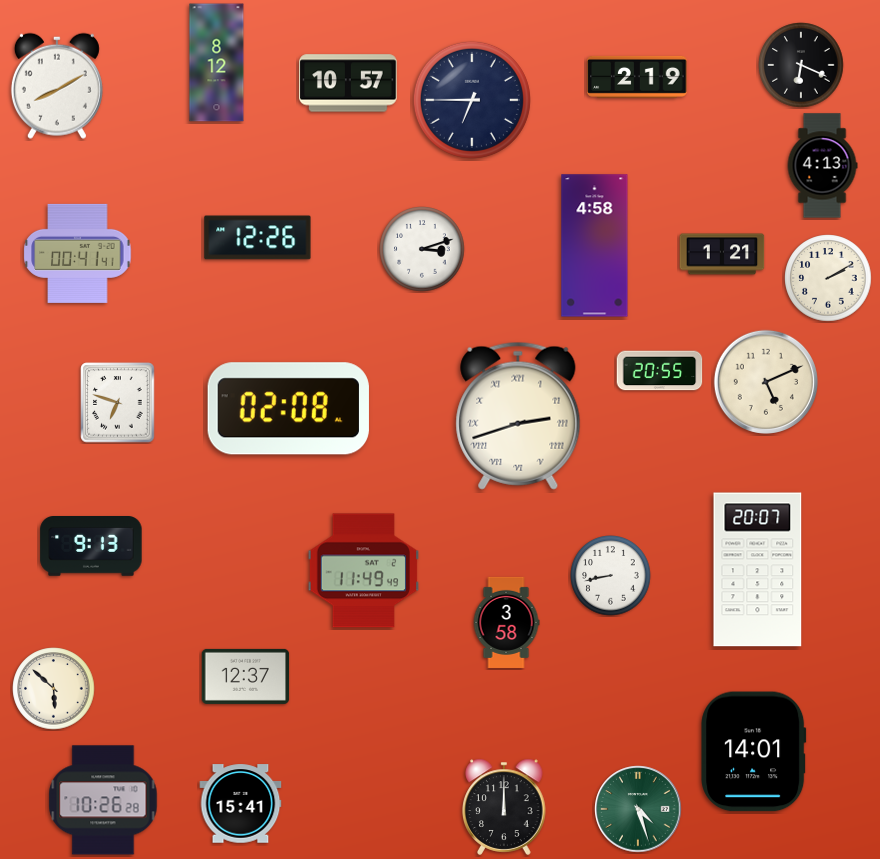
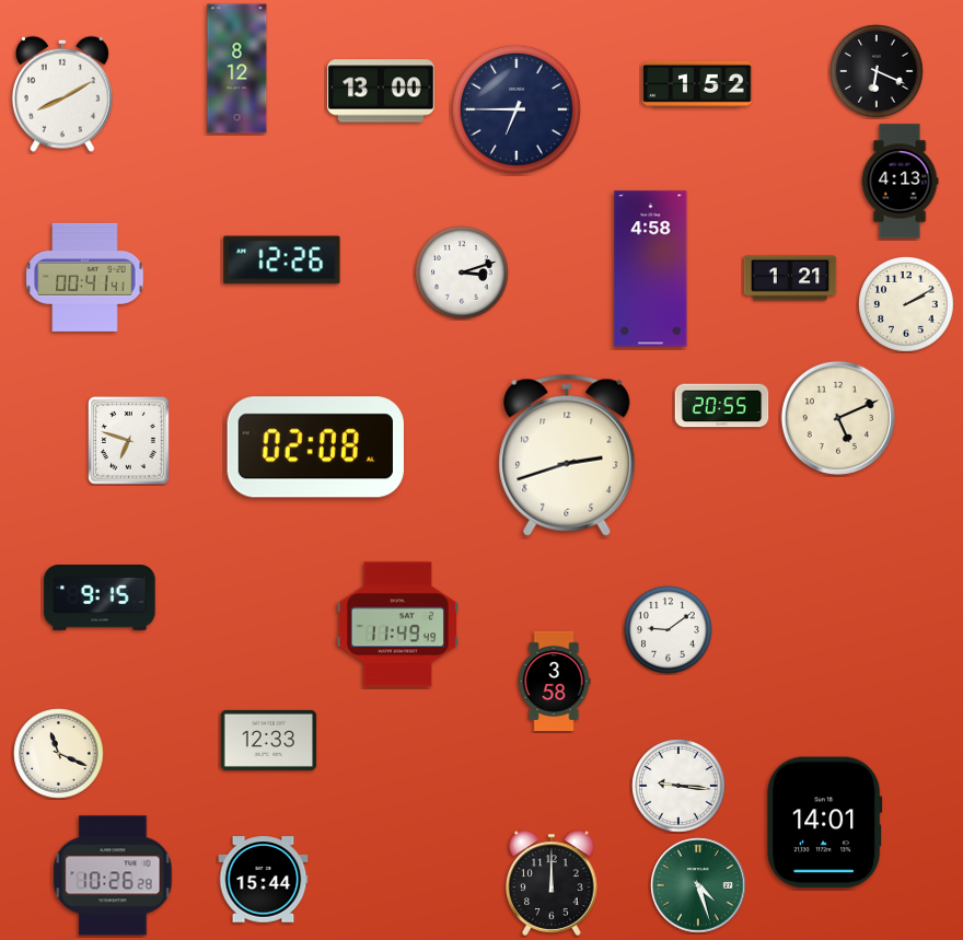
clock at (637, 77): 2:19 -> 1:52
clock at (348, 83): 10:57 -> 13:00
clock at (518, 416) numerals: Roman -> Arabic
clock at (91, 547): 9:13 -> 9:15
clock at (758, 570): 20:07 -> none
clock at (611, 576): 8:43 -> 9:09
clock at (246, 676): 12:37 -> 12:33
clock at (54, 689): 5:52 -> 11:19
clock at (678, 786): none -> 9:16
clock at (241, 804): 15:41 -> 15:44
